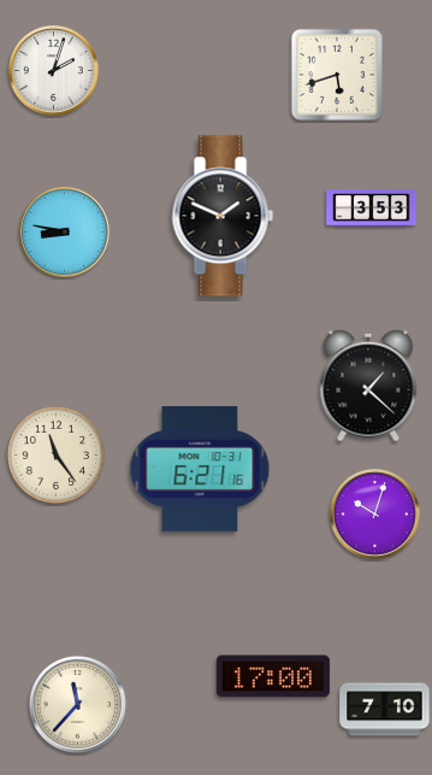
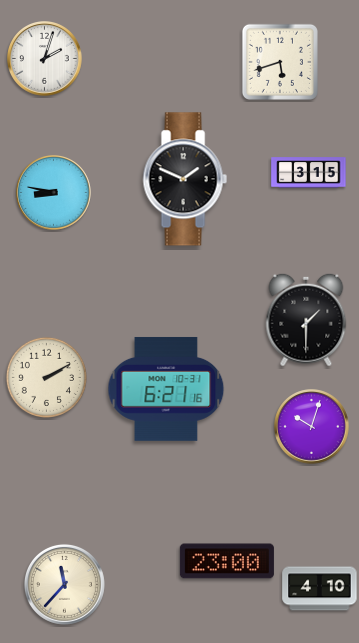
clock at (372, 209): 3:53 -> 3:15
clock at (368, 386): 1:22 -> 1:30
clock at (55, 454): 11:24 -> 2:10
clock at (273, 676): 17:00 -> 23:00
clock at (385, 710): 7:10 -> 4:10
